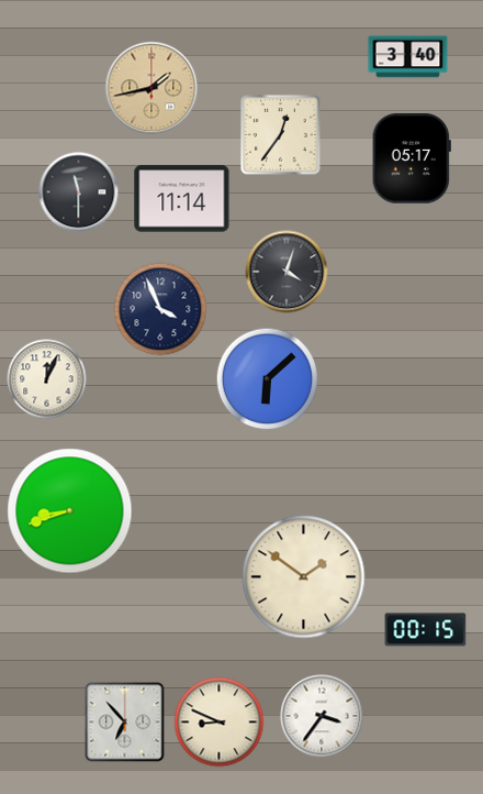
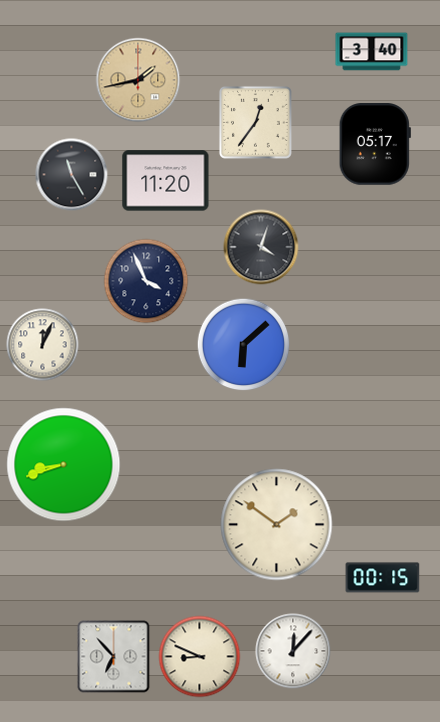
clock at (79, 192): 11:30 -> 11:25
clock at (182, 199): 11:14 -> 11:20
clock at (426, 630) position: (426, 630) -> (383, 578)
clock at (322, 716): 3:36 -> 12:07
